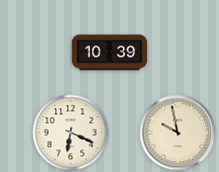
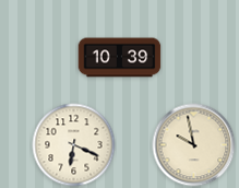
clock at (71, 133) position: (71, 133) -> (74, 145)
